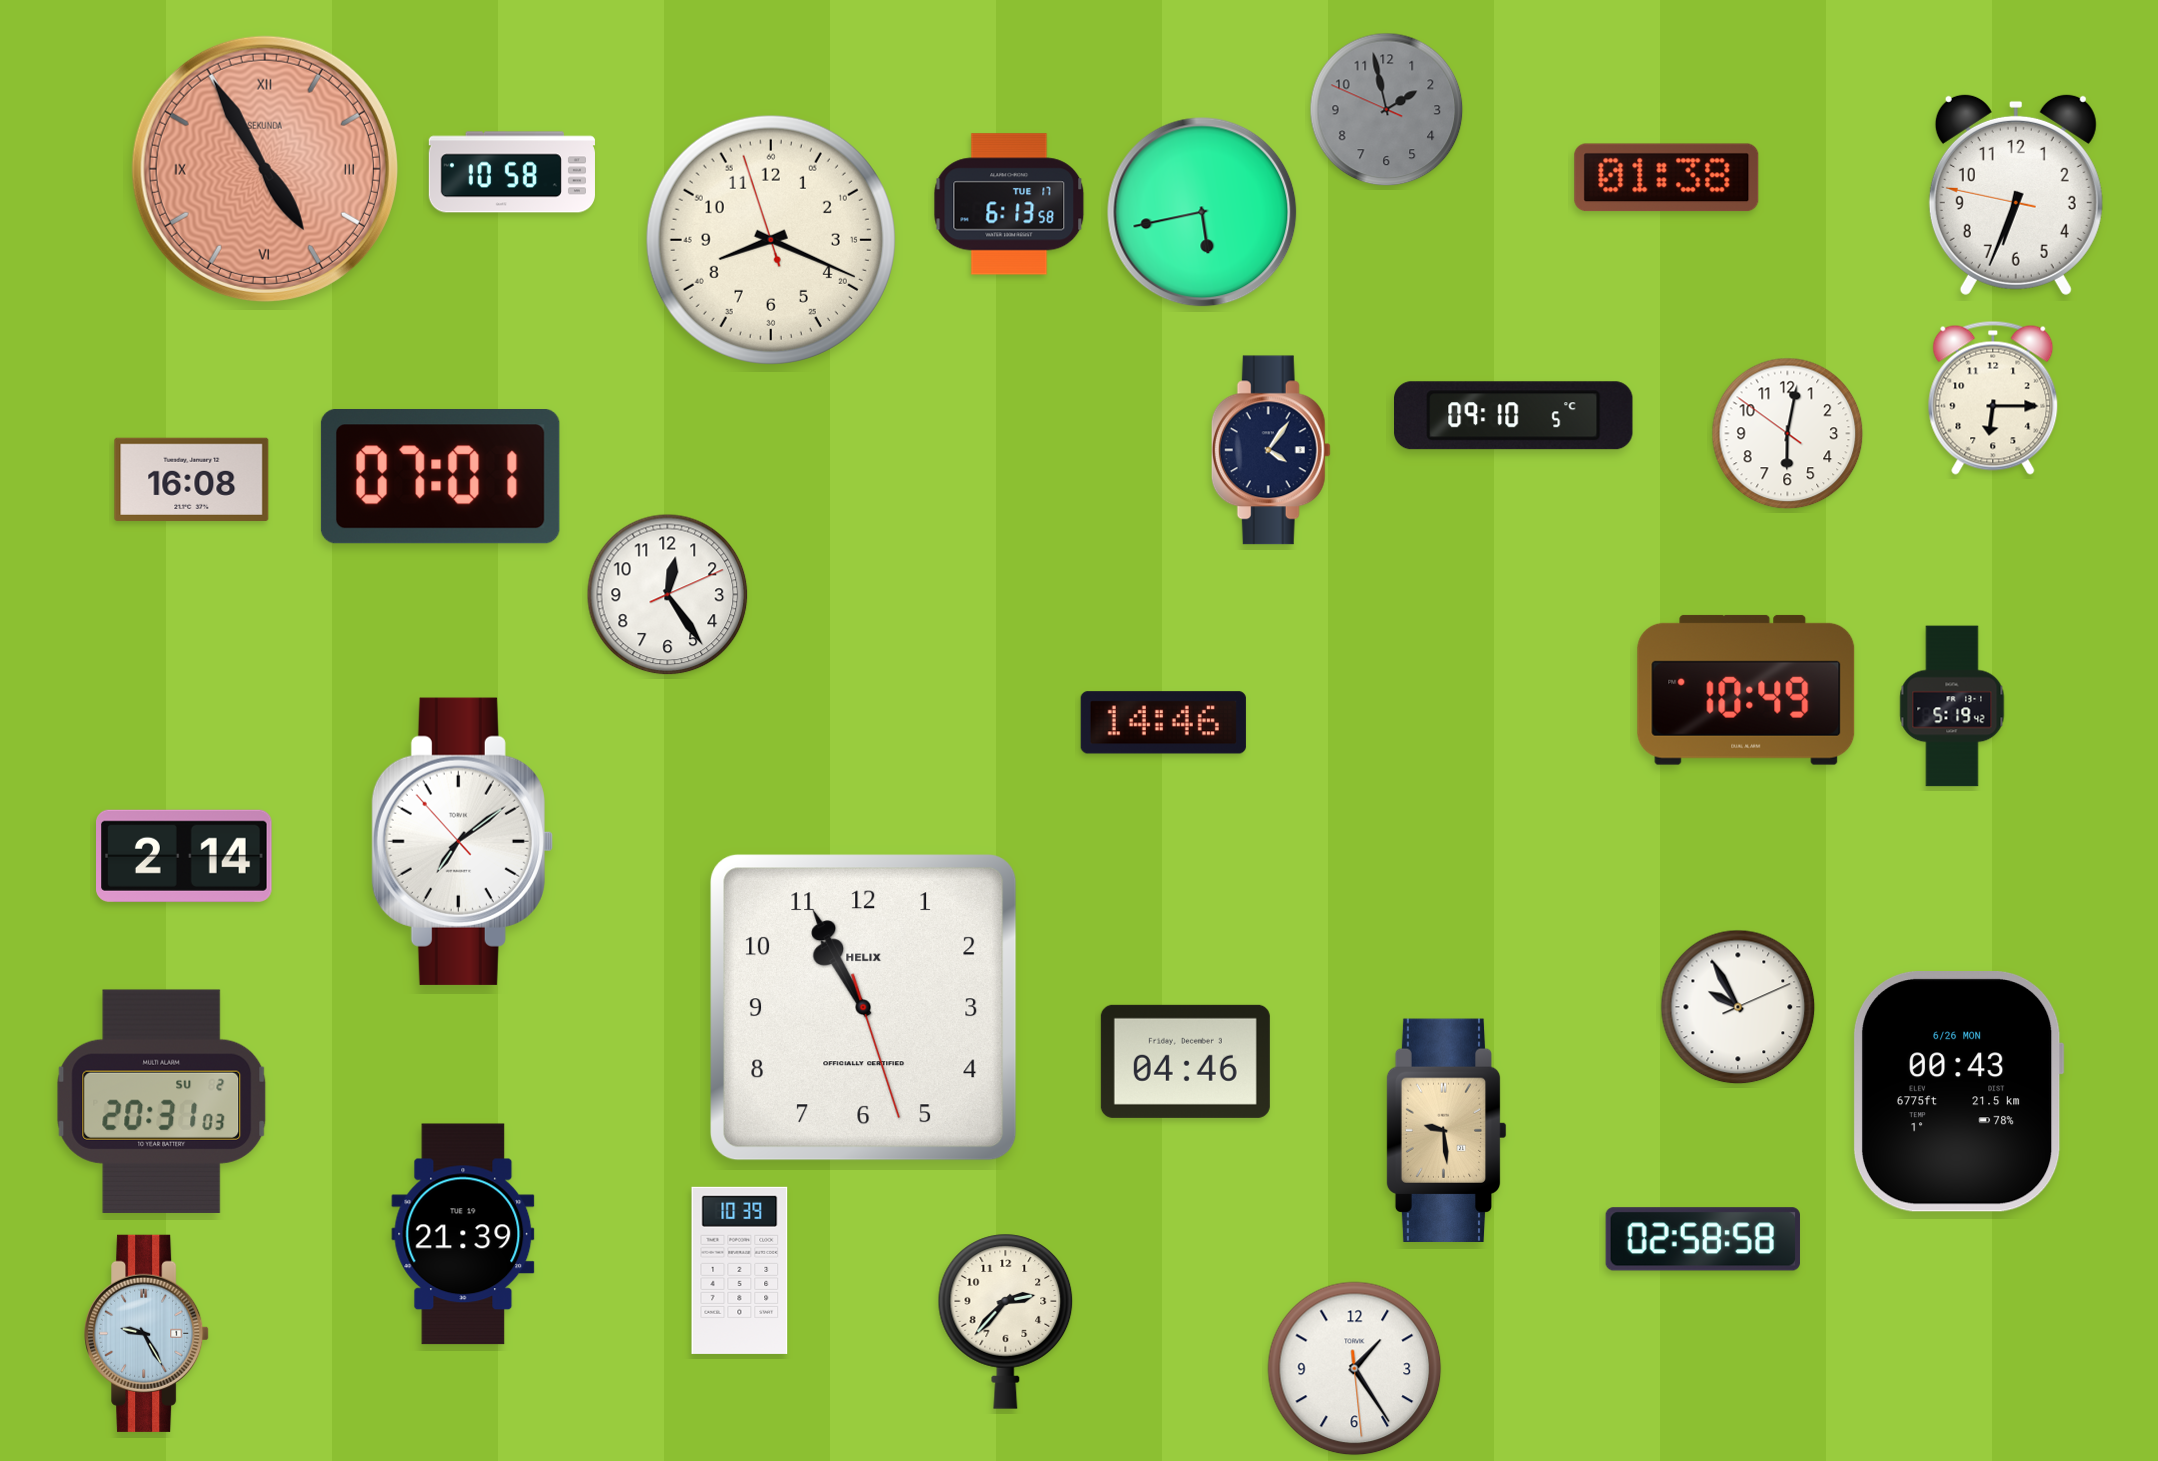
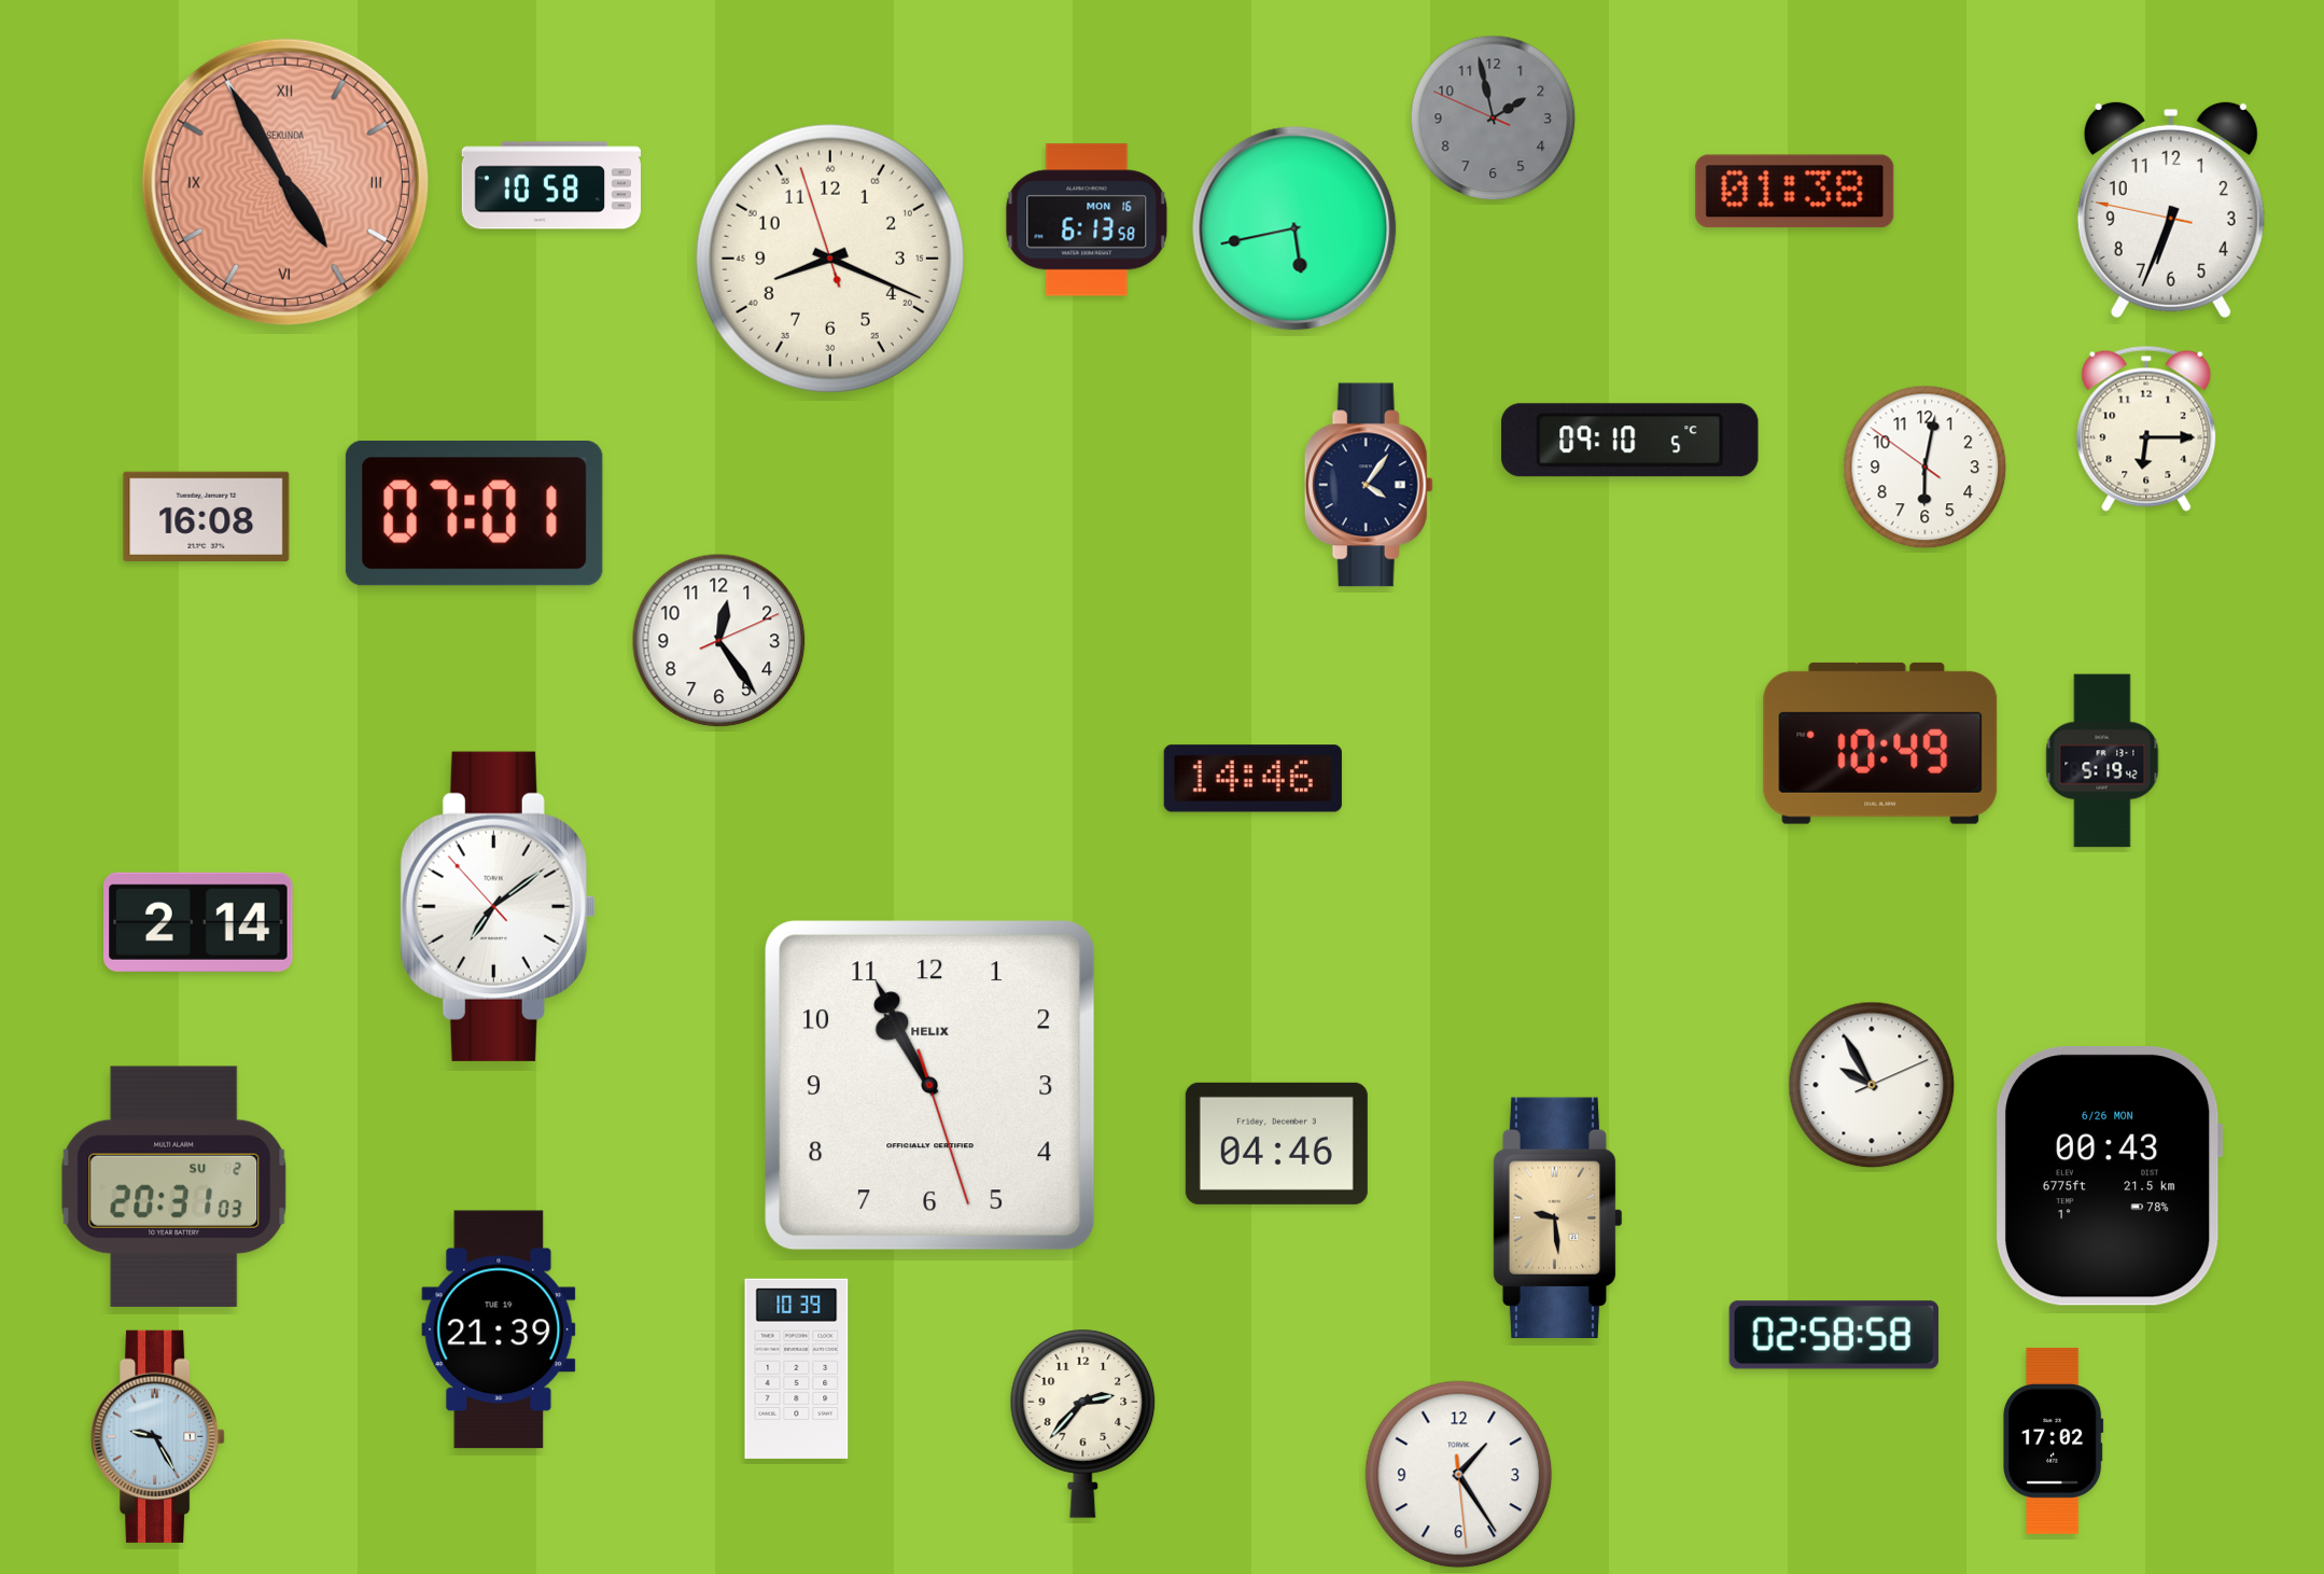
clock at (1009, 204) date: TUE 17 -> MON 16
clock at (1514, 416) position: (1514, 416) -> (1630, 441)
clock at (2054, 1440): none -> 17:02
